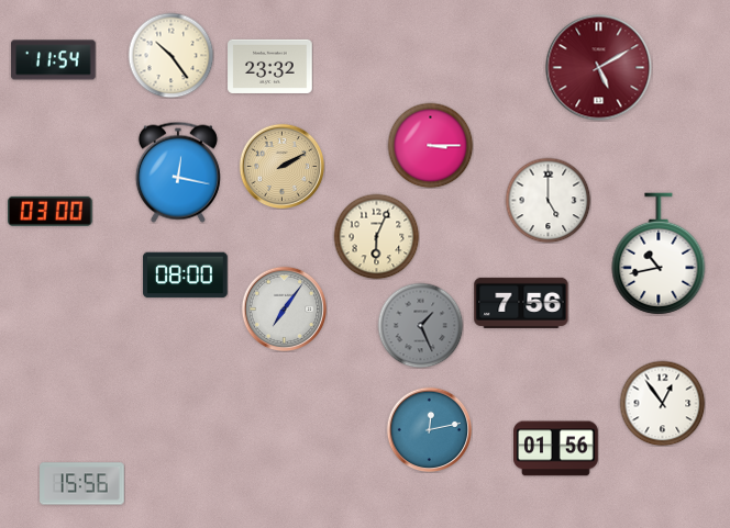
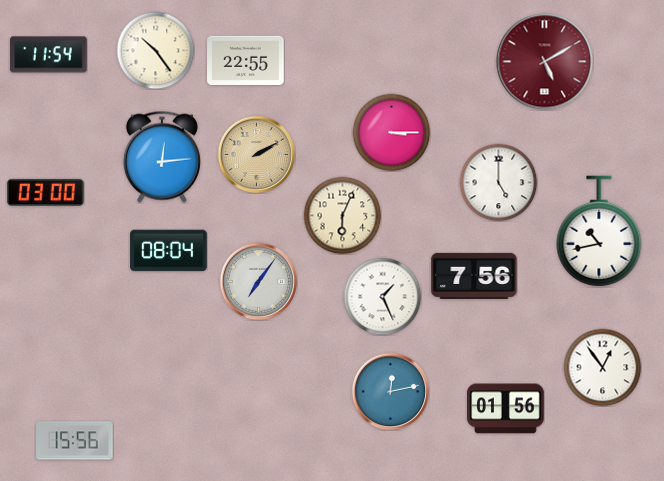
clock at (270, 66): 23:32 -> 22:55
clock at (281, 166) position: (281, 166) -> (256, 154)
clock at (178, 172): 12:17 -> 12:14
clock at (186, 276): 08:00 -> 08:04
clock at (420, 325) dial: grey -> white
